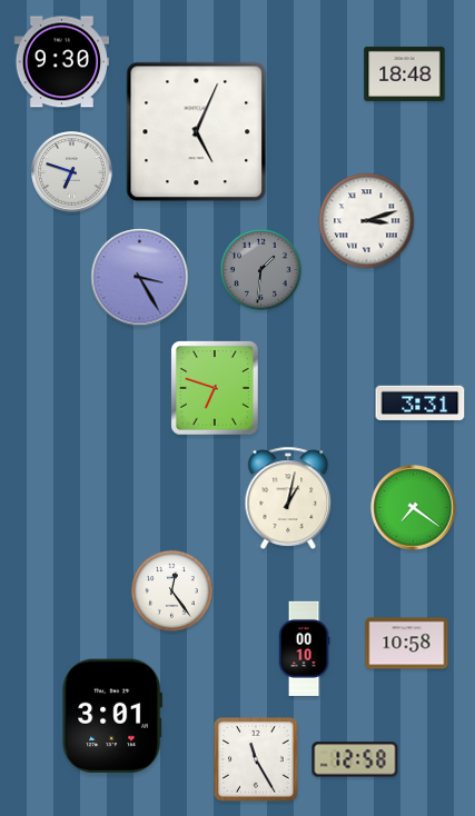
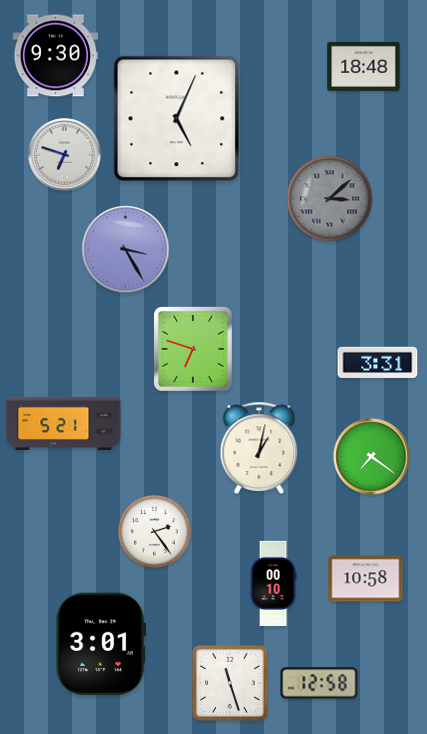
clock at (367, 221): 3:12 -> 3:08
clock at (367, 221) dial: white -> grey
clock at (260, 269): 1:31 -> none
clock at (64, 423): none -> 5:21
clock at (171, 590): 12:24 -> 2:24
clock at (257, 760): 11:25 -> 11:27
